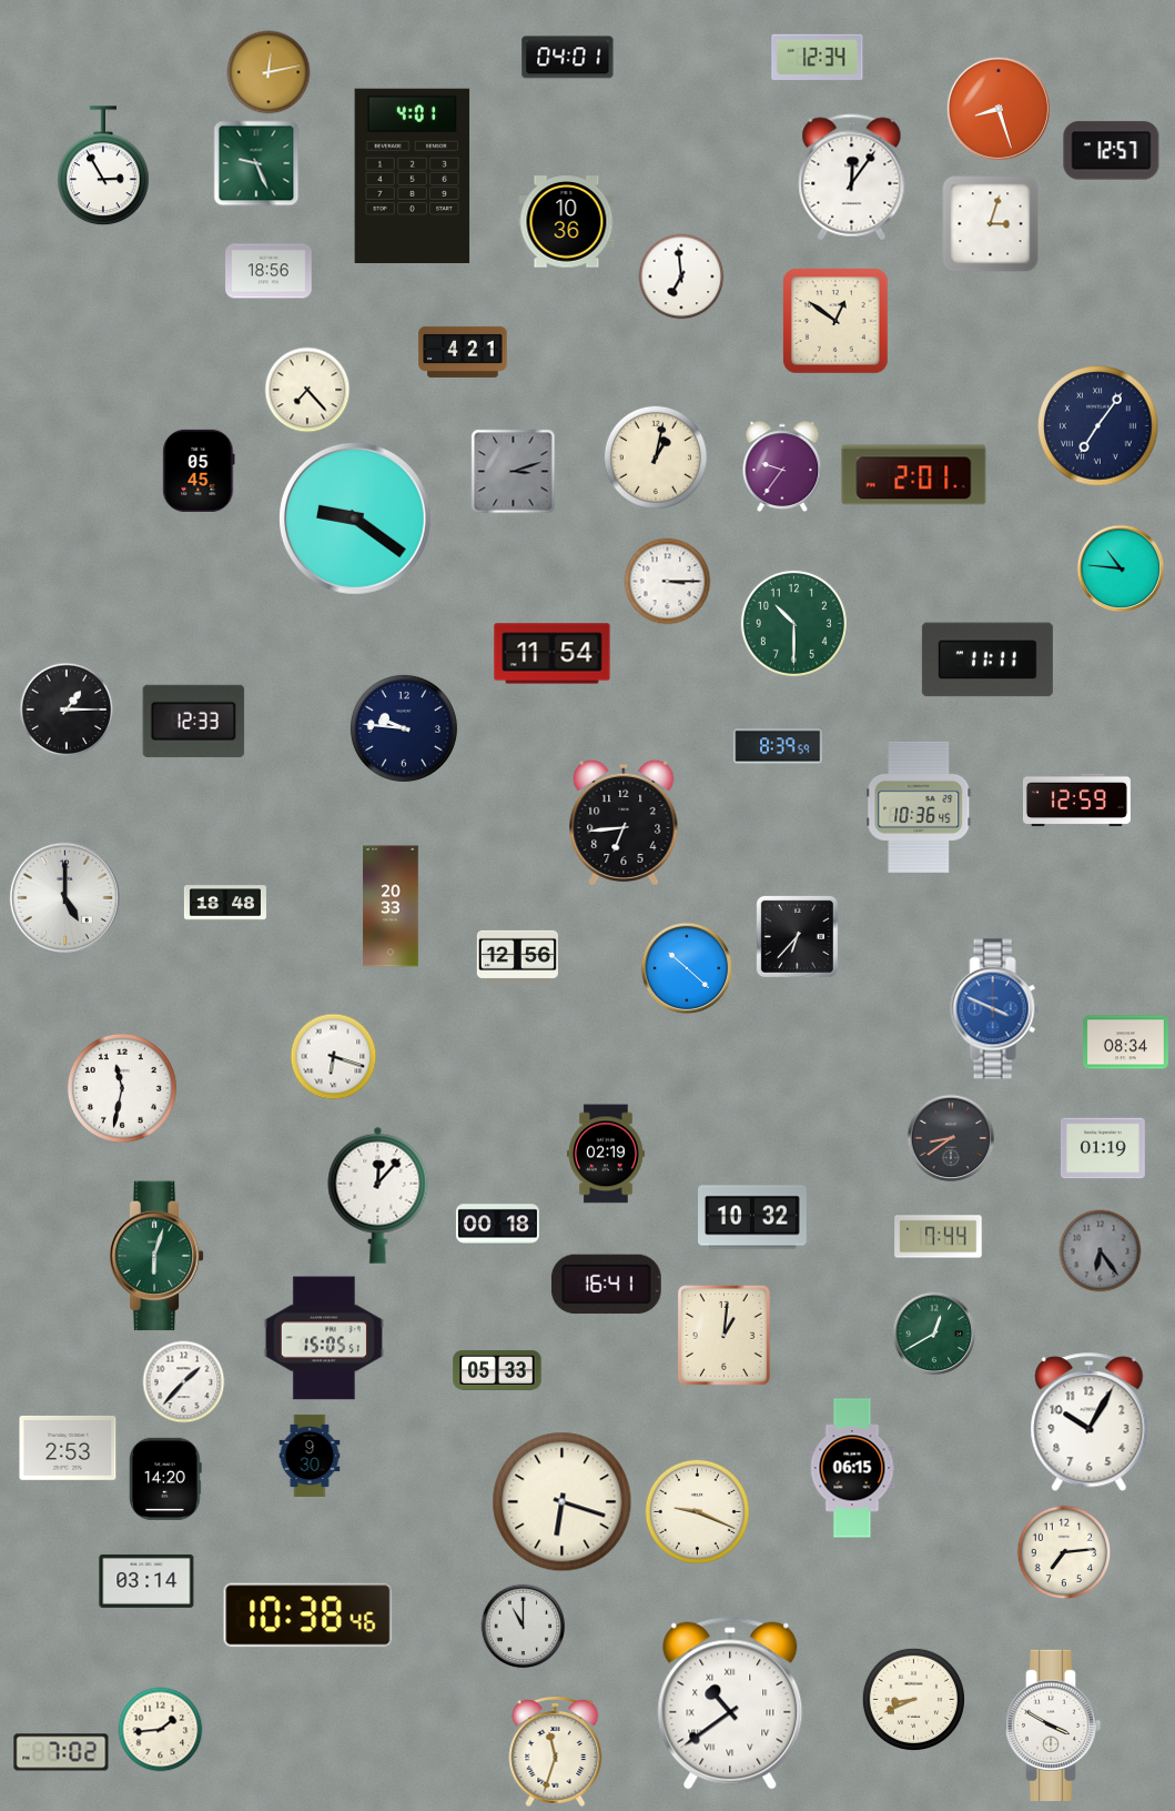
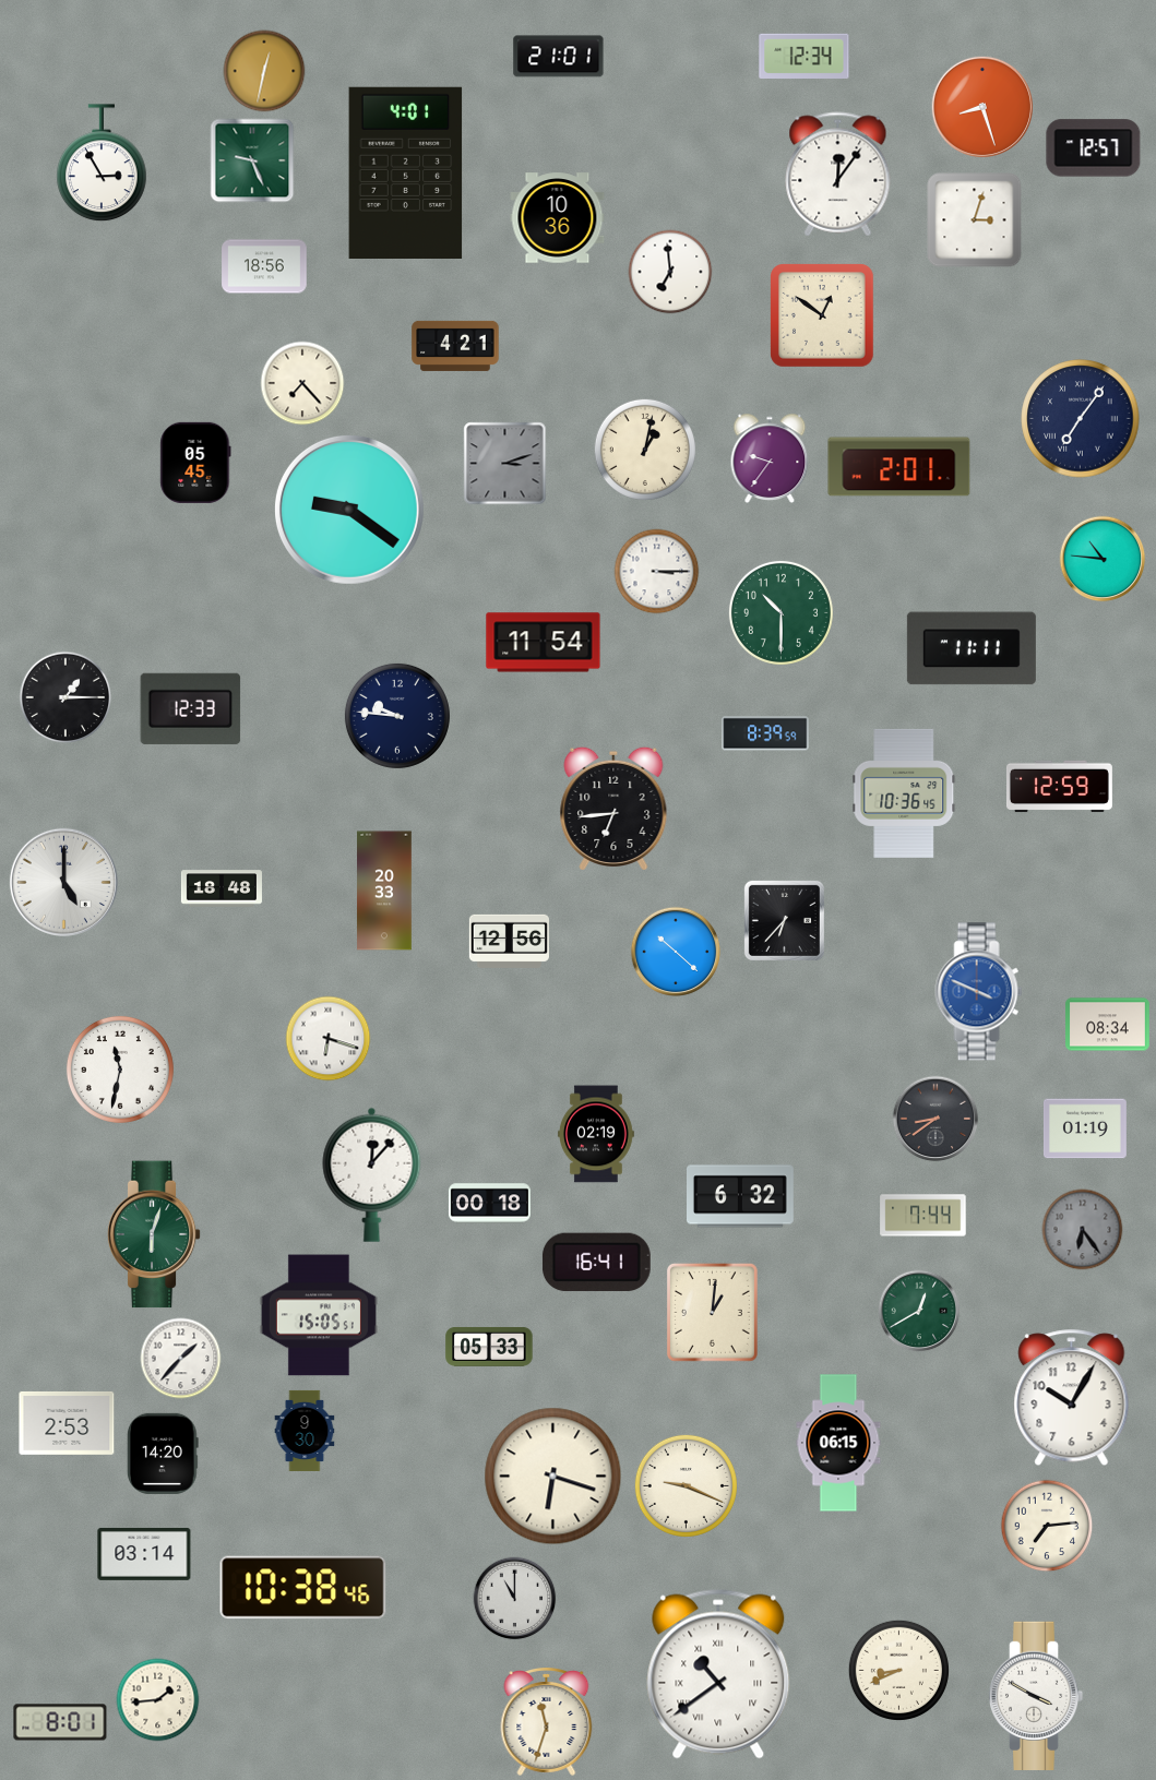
clock at (568, 58): 04:01 -> 21:01
clock at (269, 72): 12:13 -> 12:32
clock at (753, 1217): 10:32 -> 6:32
clock at (61, 1752): 7:02 -> 8:01
